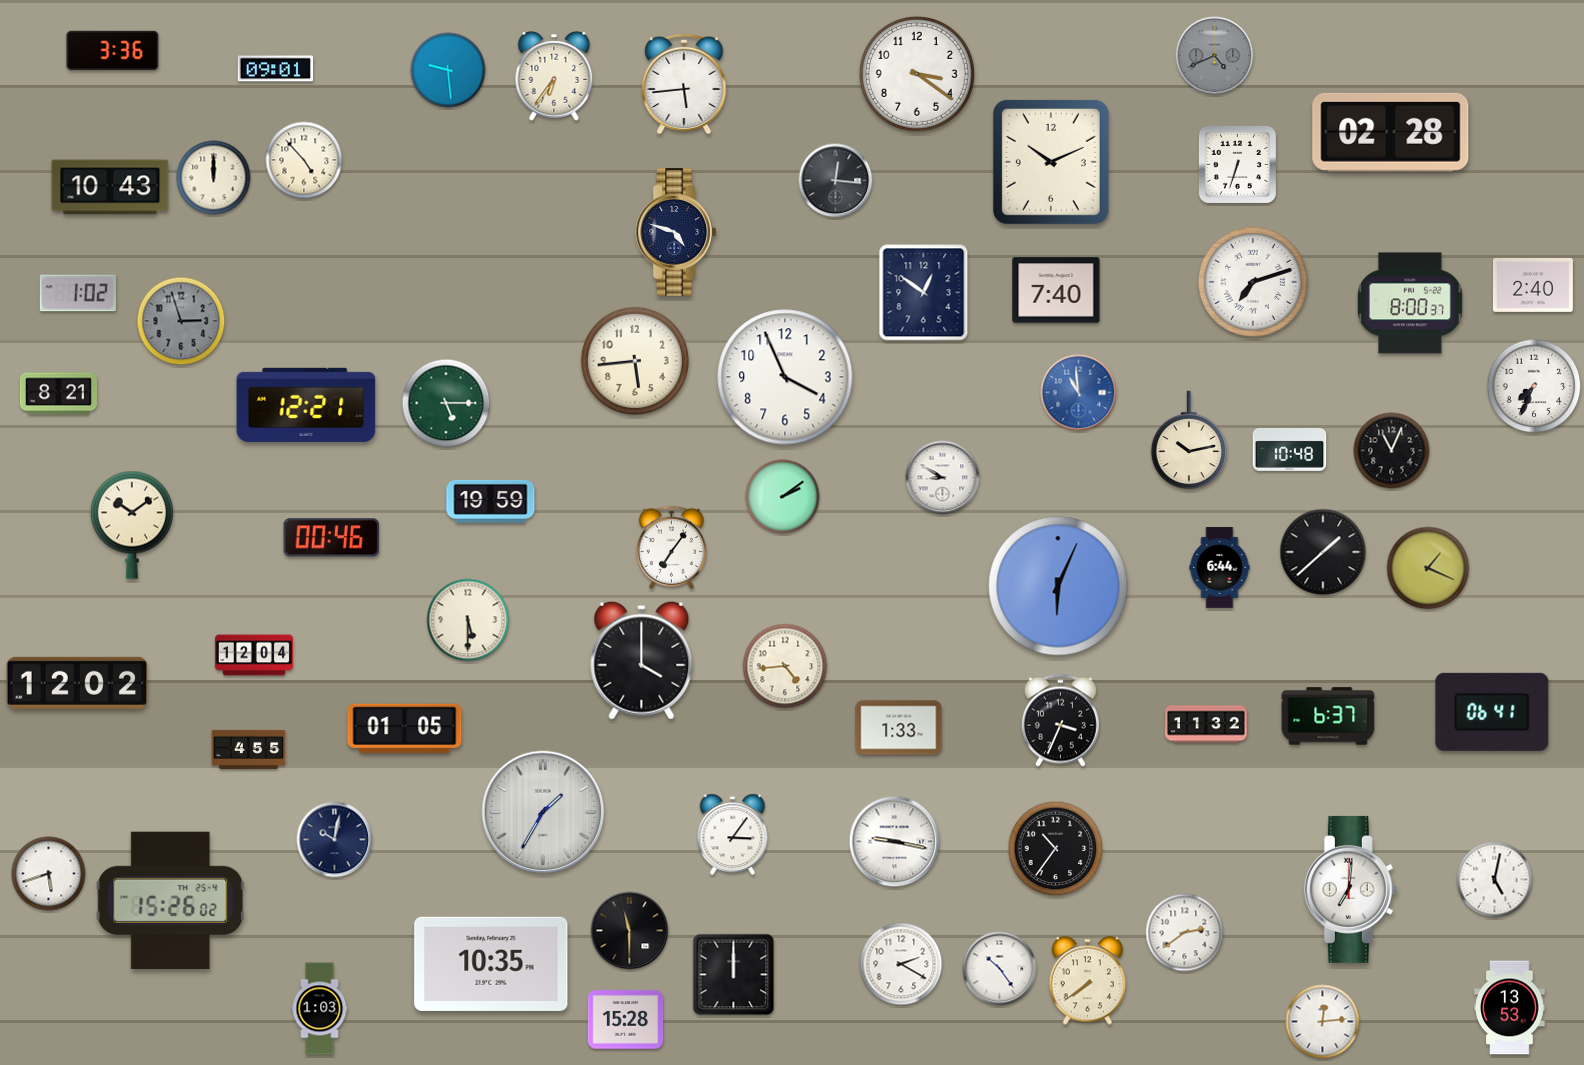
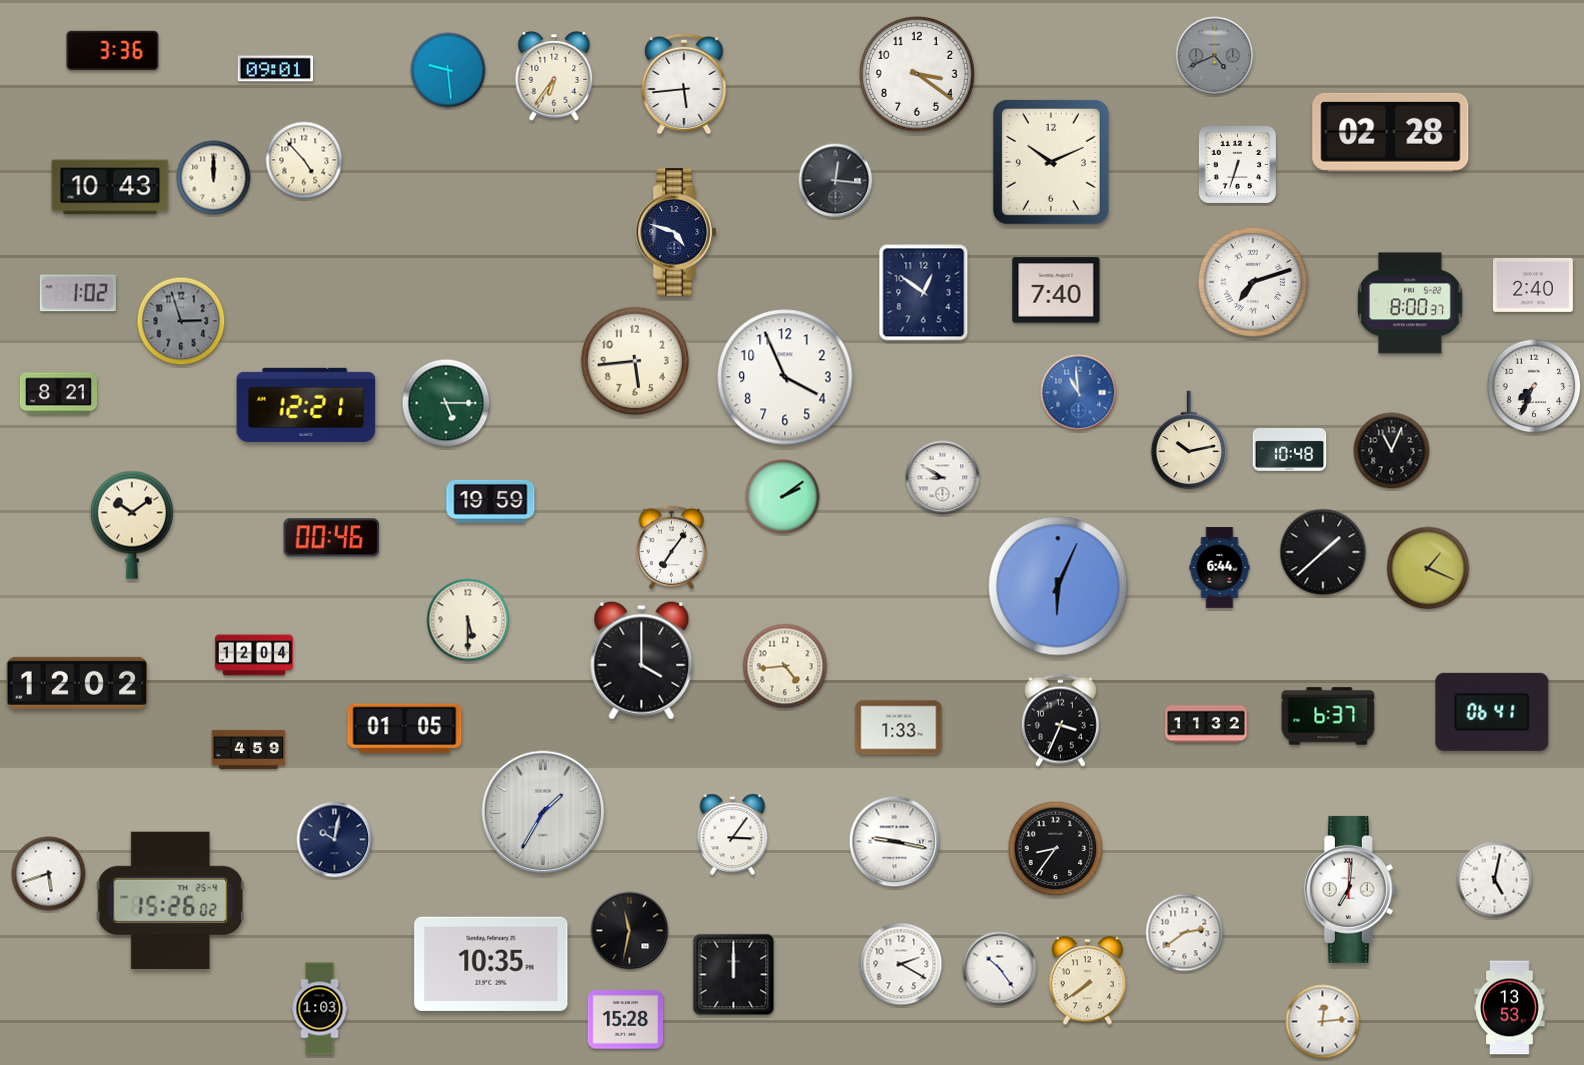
clock at (249, 749): 4:55 -> 4:59
clock at (1056, 849): 10:36 -> 8:36
clock at (630, 931): 11:30 -> 11:32
